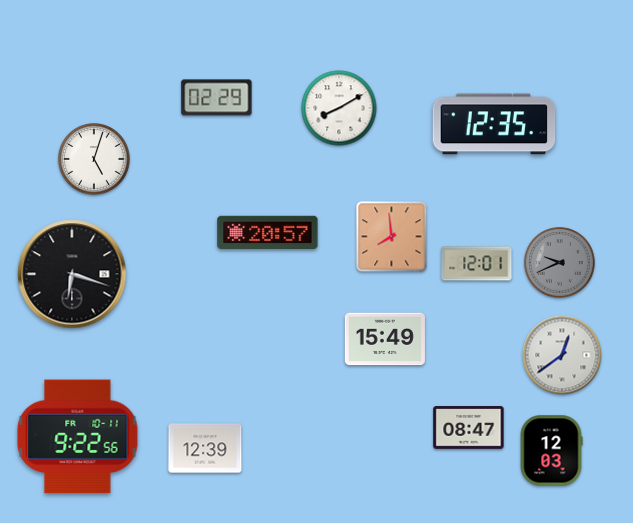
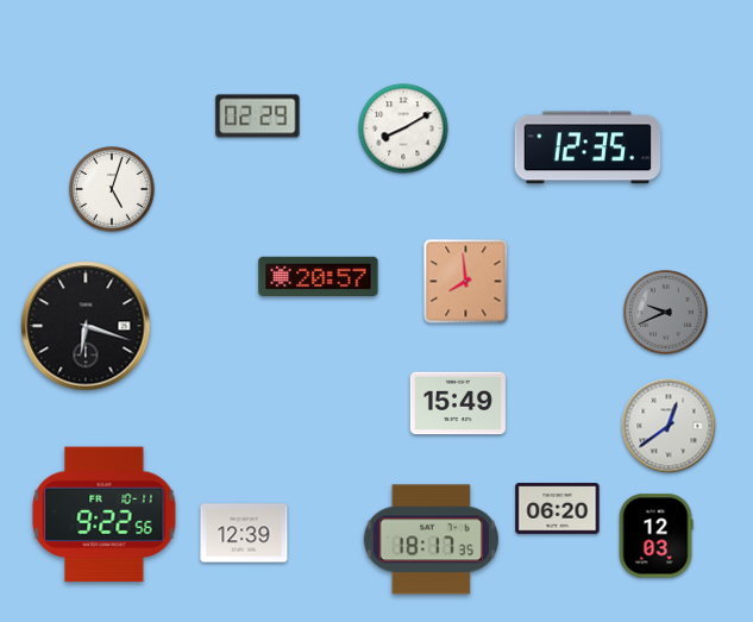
clock at (477, 264): 12:01 -> none
clock at (562, 355) position: (562, 355) -> (669, 426)
clock at (469, 428): 08:47 -> 06:20
clock at (78, 437) position: (78, 437) -> (105, 515)
clock at (431, 540): none -> 18:17
